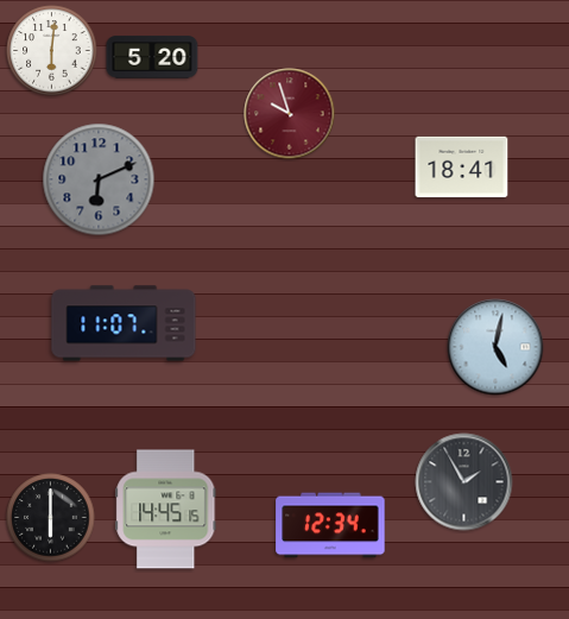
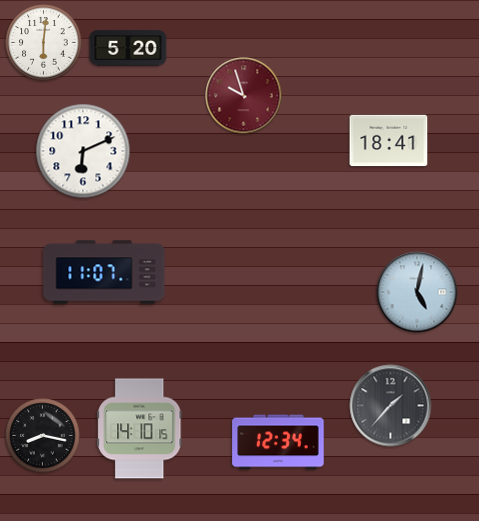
clock at (99, 179) dial: grey -> white
clock at (464, 482): 1:55 -> 1:37
clock at (166, 510): 14:45 -> 14:10
clock at (51, 518): 6:00 -> 8:17
